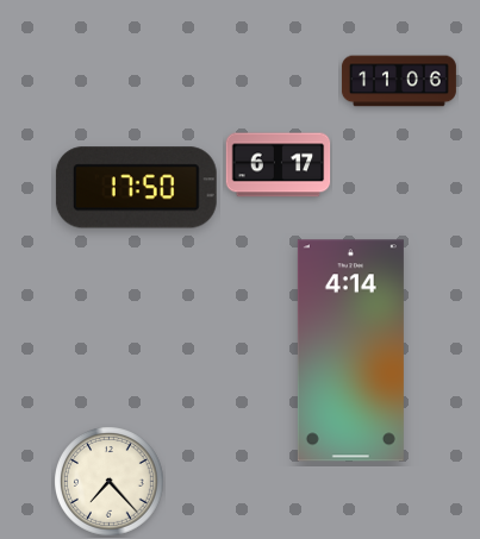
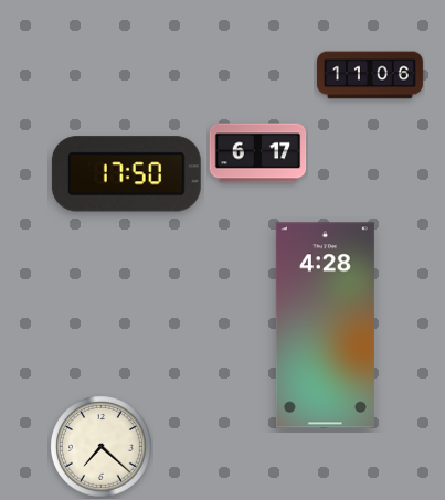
clock at (350, 351): 4:14 -> 4:28
clock at (110, 482): 7:23 -> 7:22
